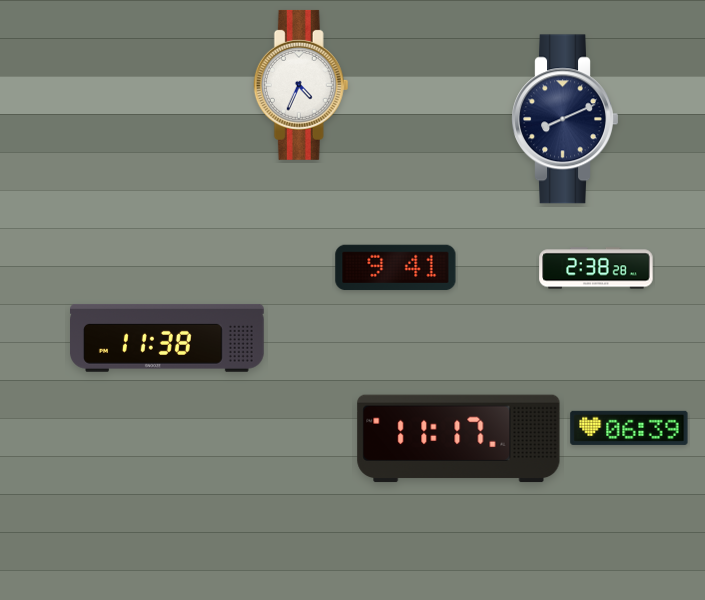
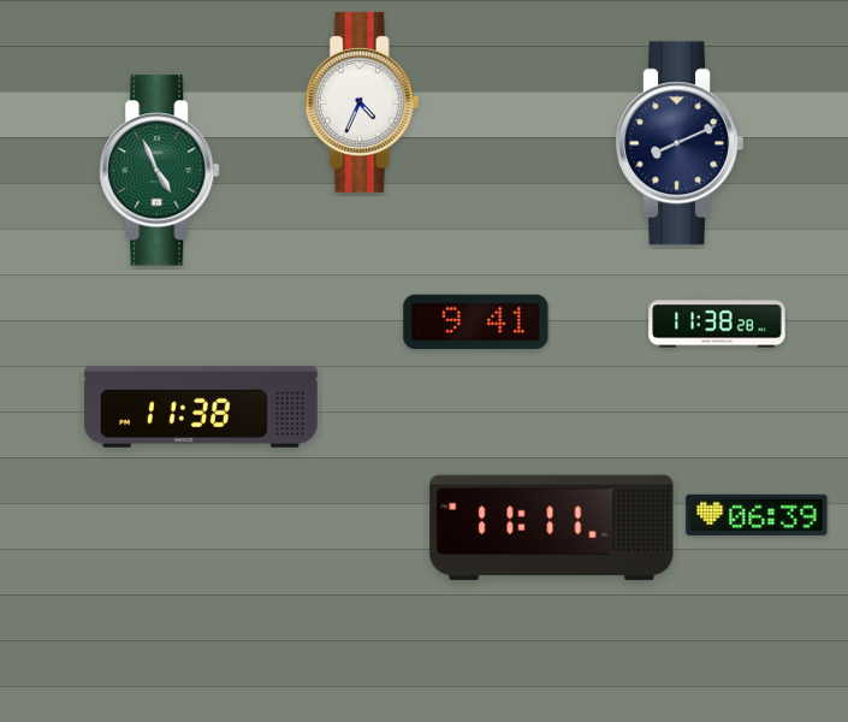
clock at (160, 171): none -> 4:56
clock at (596, 268): 2:38 -> 11:38
clock at (459, 439): 11:17 -> 11:11
